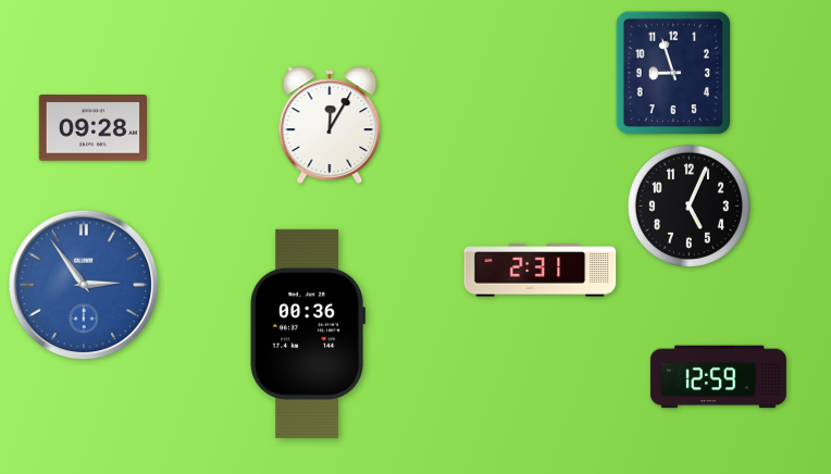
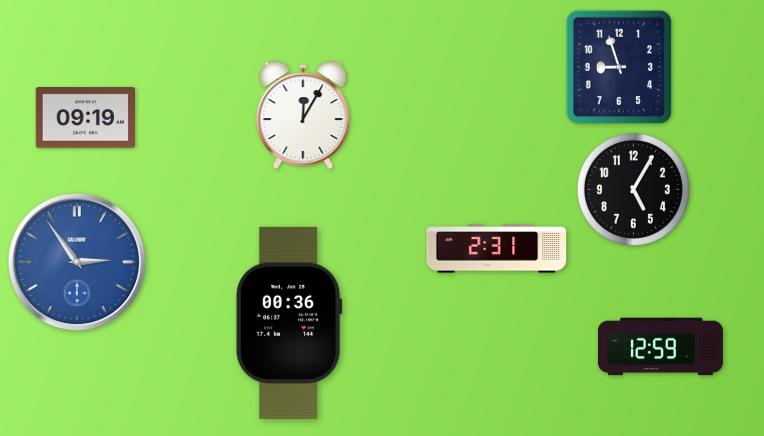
clock at (92, 128): 09:28 -> 09:19
clock at (689, 205): 5:04 -> 5:05
clock at (308, 334) position: (308, 334) -> (289, 323)
